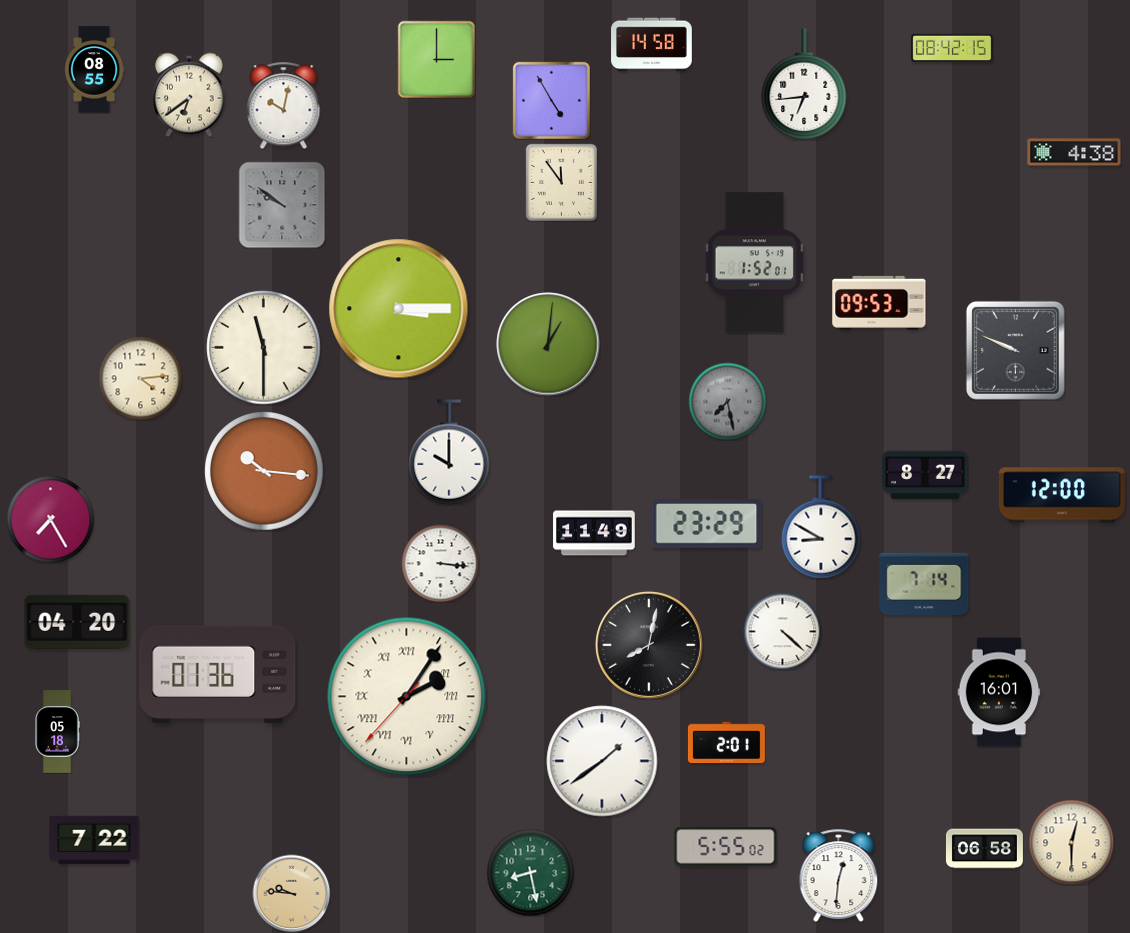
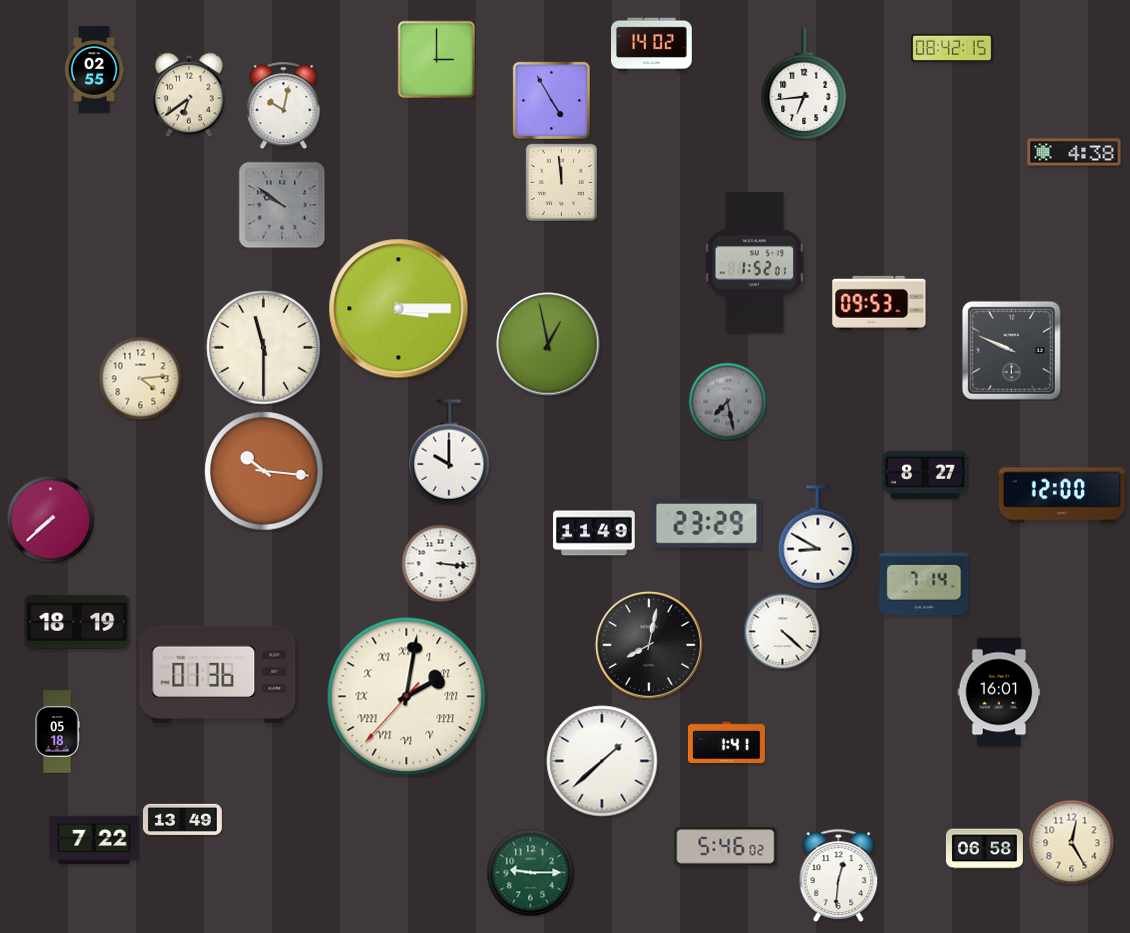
clock at (652, 45): 14:58 -> 14:02
clock at (94, 70): 08:55 -> 02:55
clock at (561, 182): 11:54 -> 11:59
clock at (548, 344): 1:01 -> 12:58
clock at (1015, 350) position: (1015, 350) -> (1011, 350)
clock at (50, 519): 7:25 -> 7:38
clock at (821, 527) position: (821, 527) -> (818, 537)
clock at (77, 622): 04:20 -> 18:19
clock at (407, 697): 2:05 -> 2:01
clock at (726, 742): 2:01 -> 1:41
clock at (602, 761): 1:39 -> 1:38
clock at (182, 819): none -> 13:49
clock at (1071, 842): 12:30 -> 12:25
clock at (726, 847): 5:55 -> 5:46
clock at (530, 872): 8:28 -> 9:15
clock at (291, 893): 9:46 -> none
